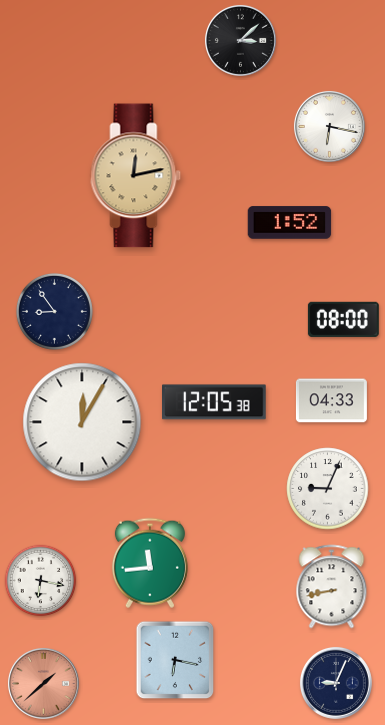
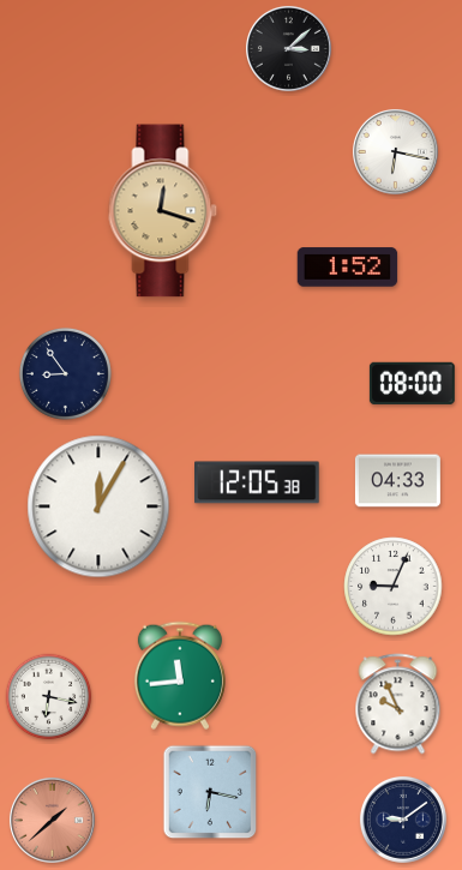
clock at (136, 176): 12:13 -> 12:18
clock at (332, 587): 8:43 -> 9:56
clock at (336, 683): 9:04 -> 9:09
